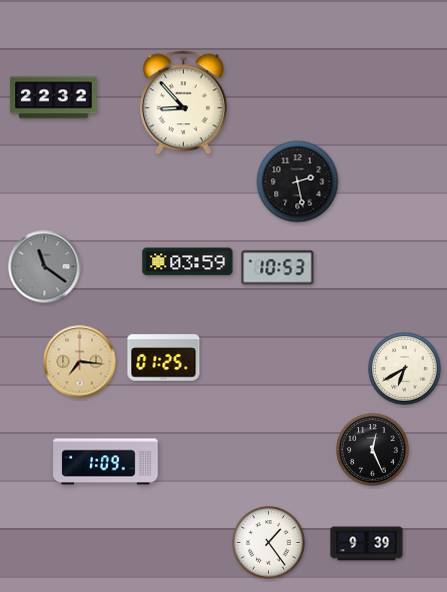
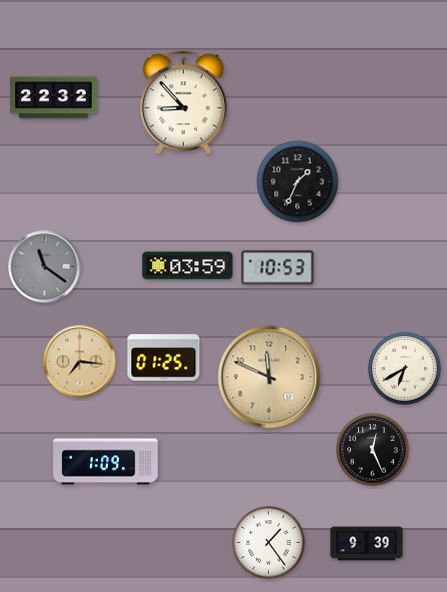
clock at (298, 182): 2:28 -> 1:34
clock at (188, 262) position: (188, 262) -> (188, 266)
clock at (269, 377): none -> 11:49
